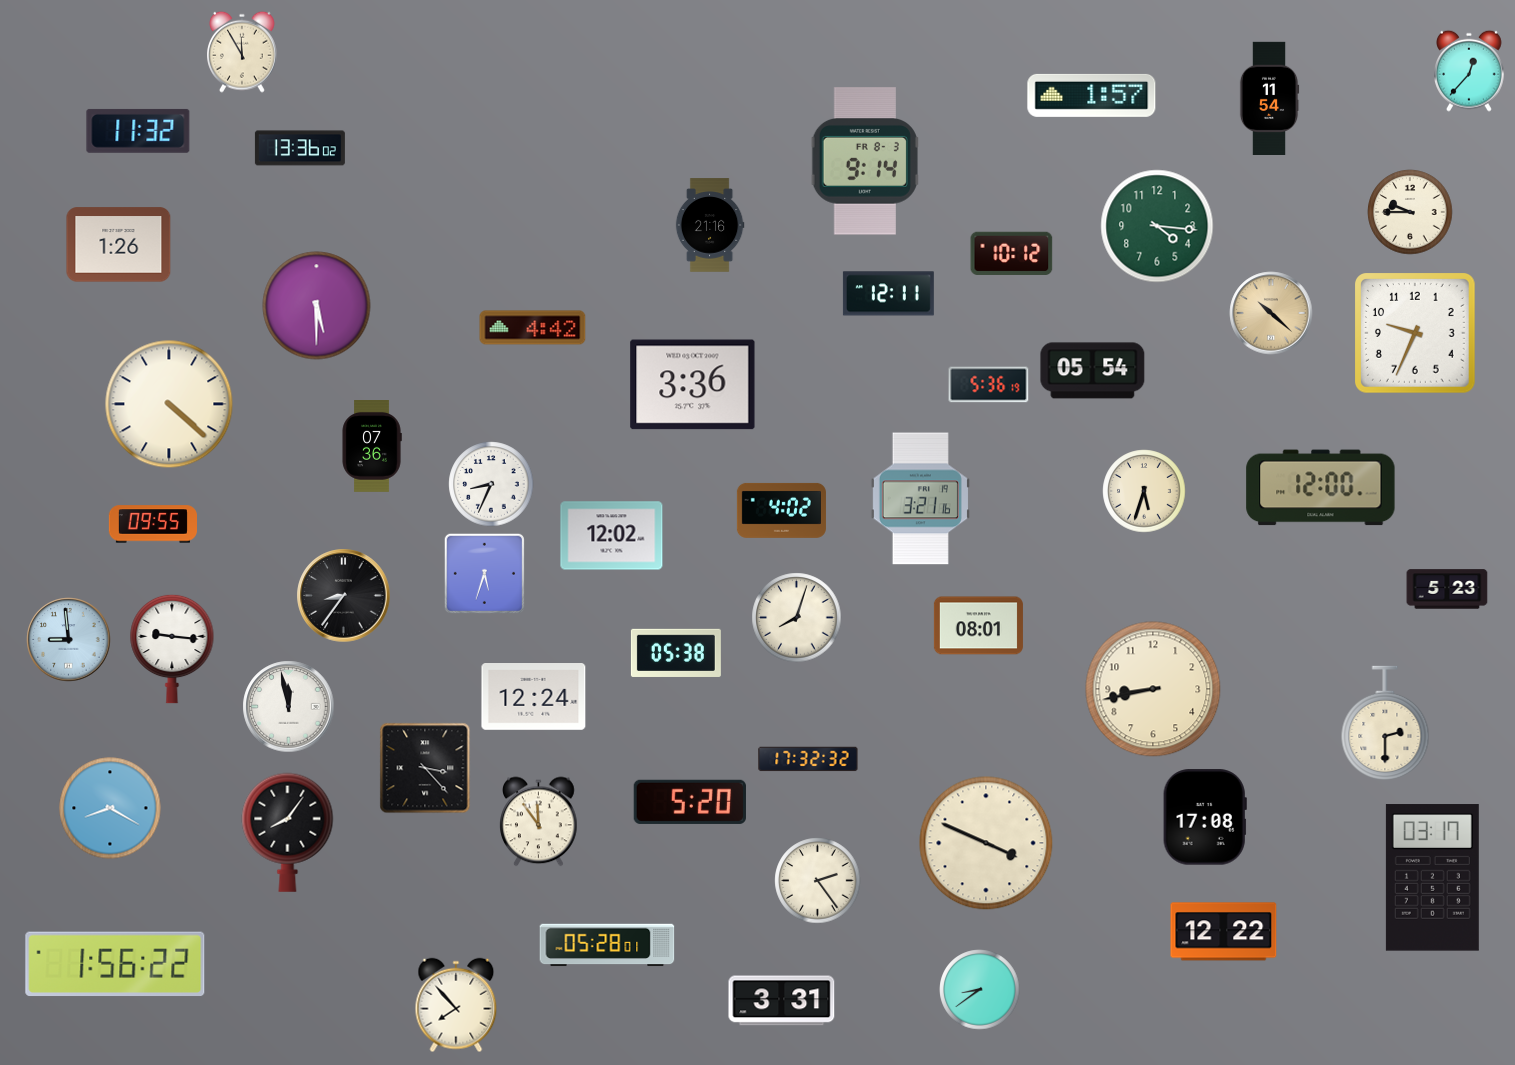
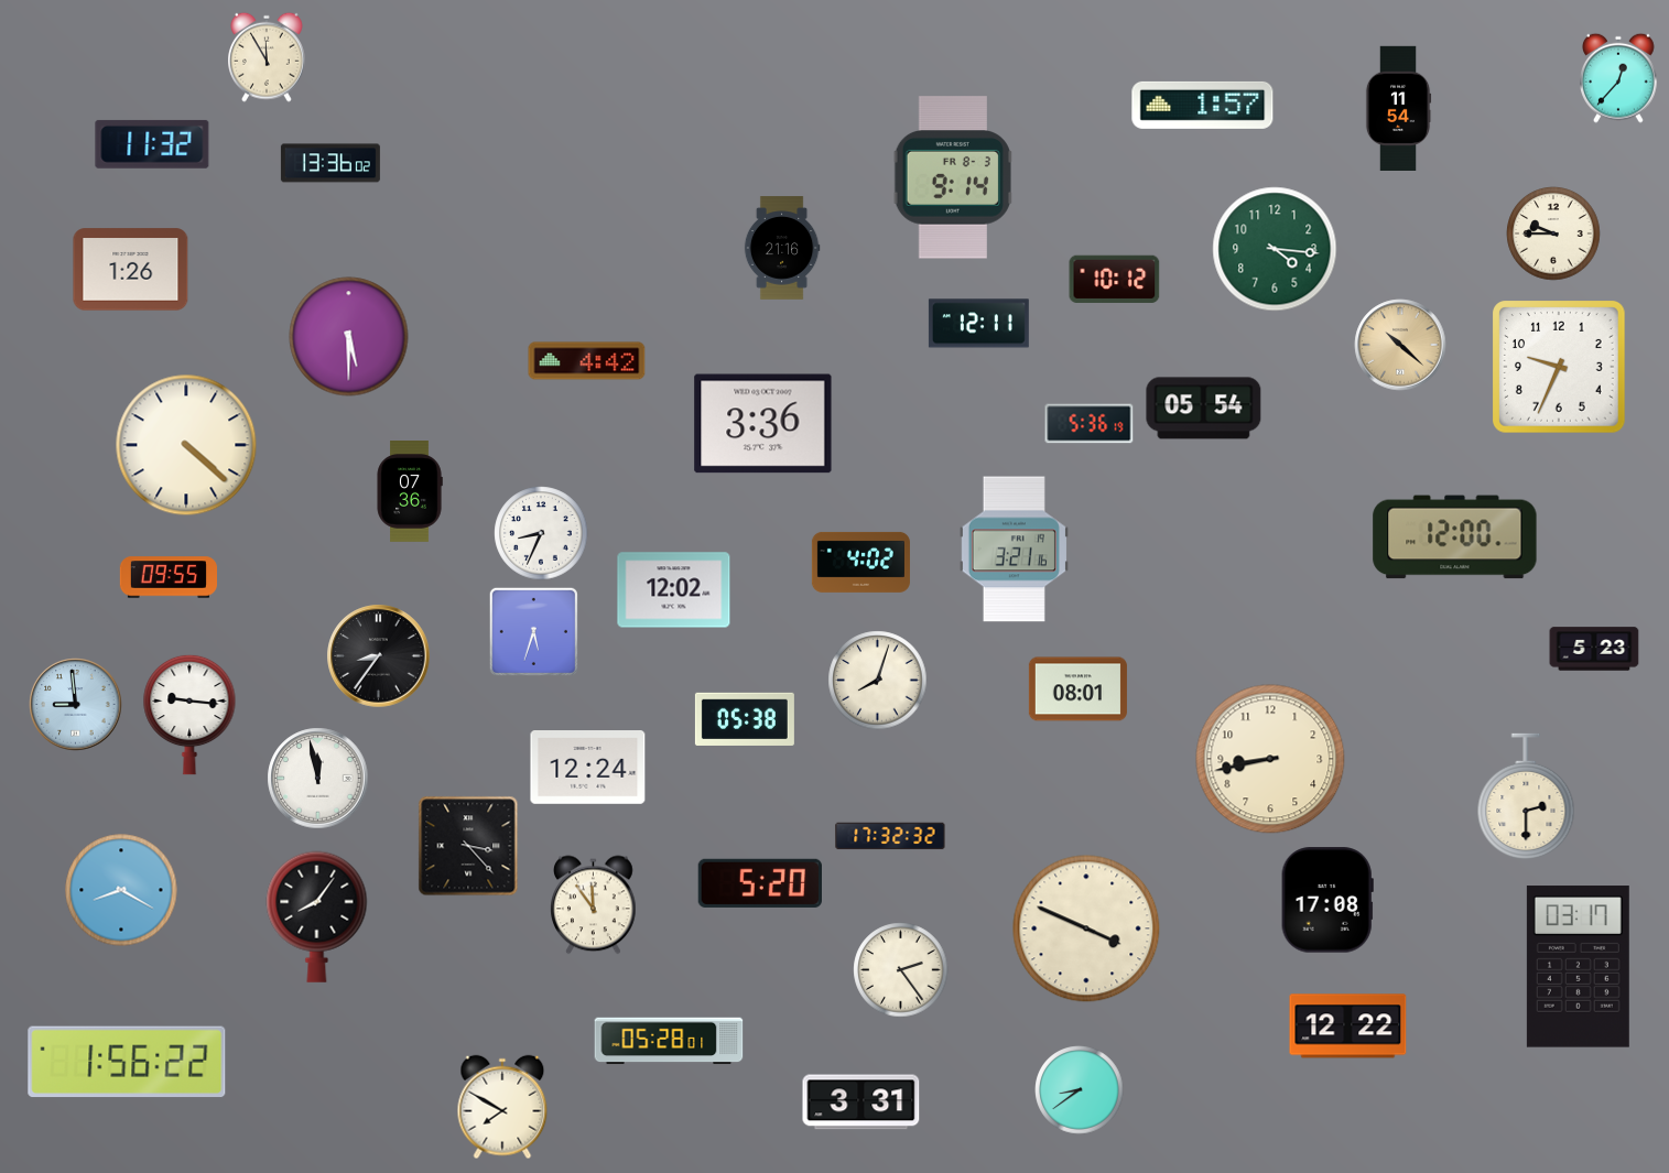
clock at (1144, 491): 5:33 -> none
clock at (456, 1005): 7:53 -> 7:50
